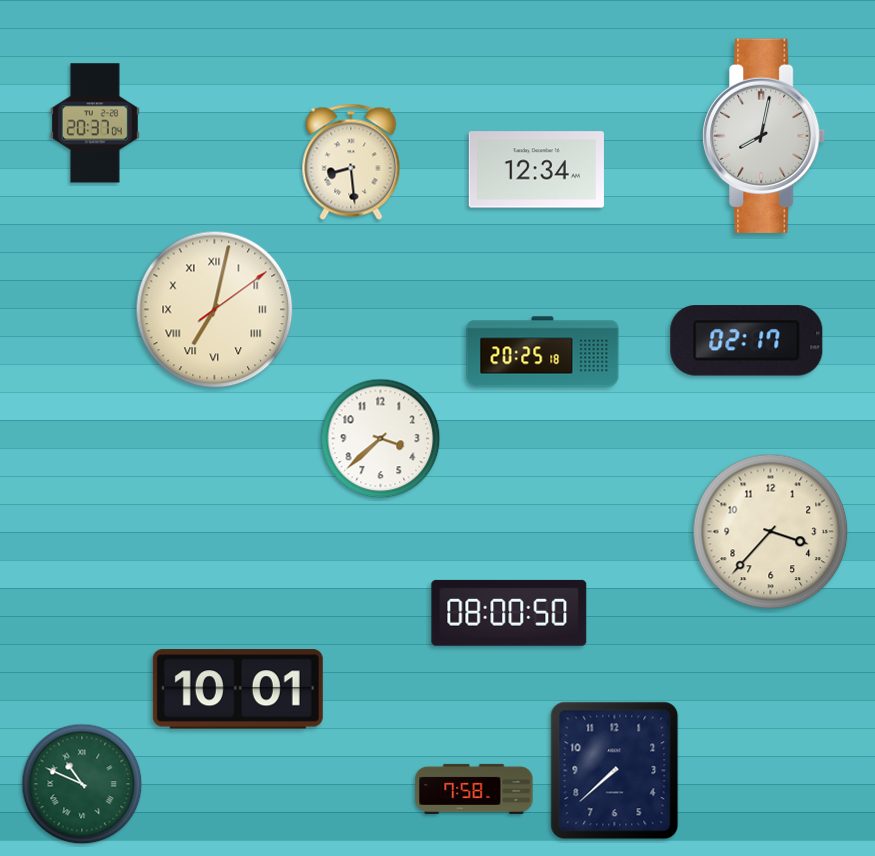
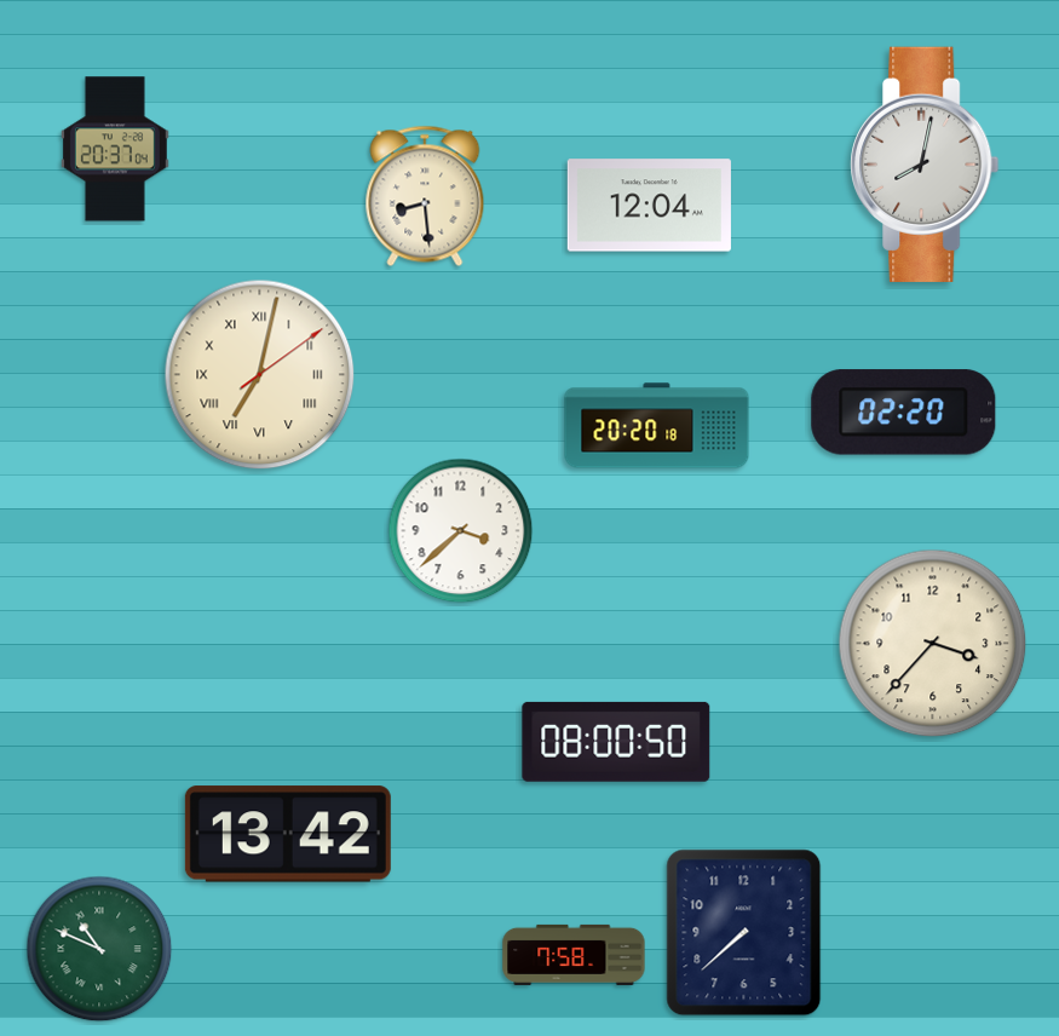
clock at (536, 170): 12:34 -> 12:04
clock at (747, 341): 02:17 -> 02:20
clock at (543, 352): 20:25 -> 20:20
clock at (238, 689): 10:01 -> 13:42
